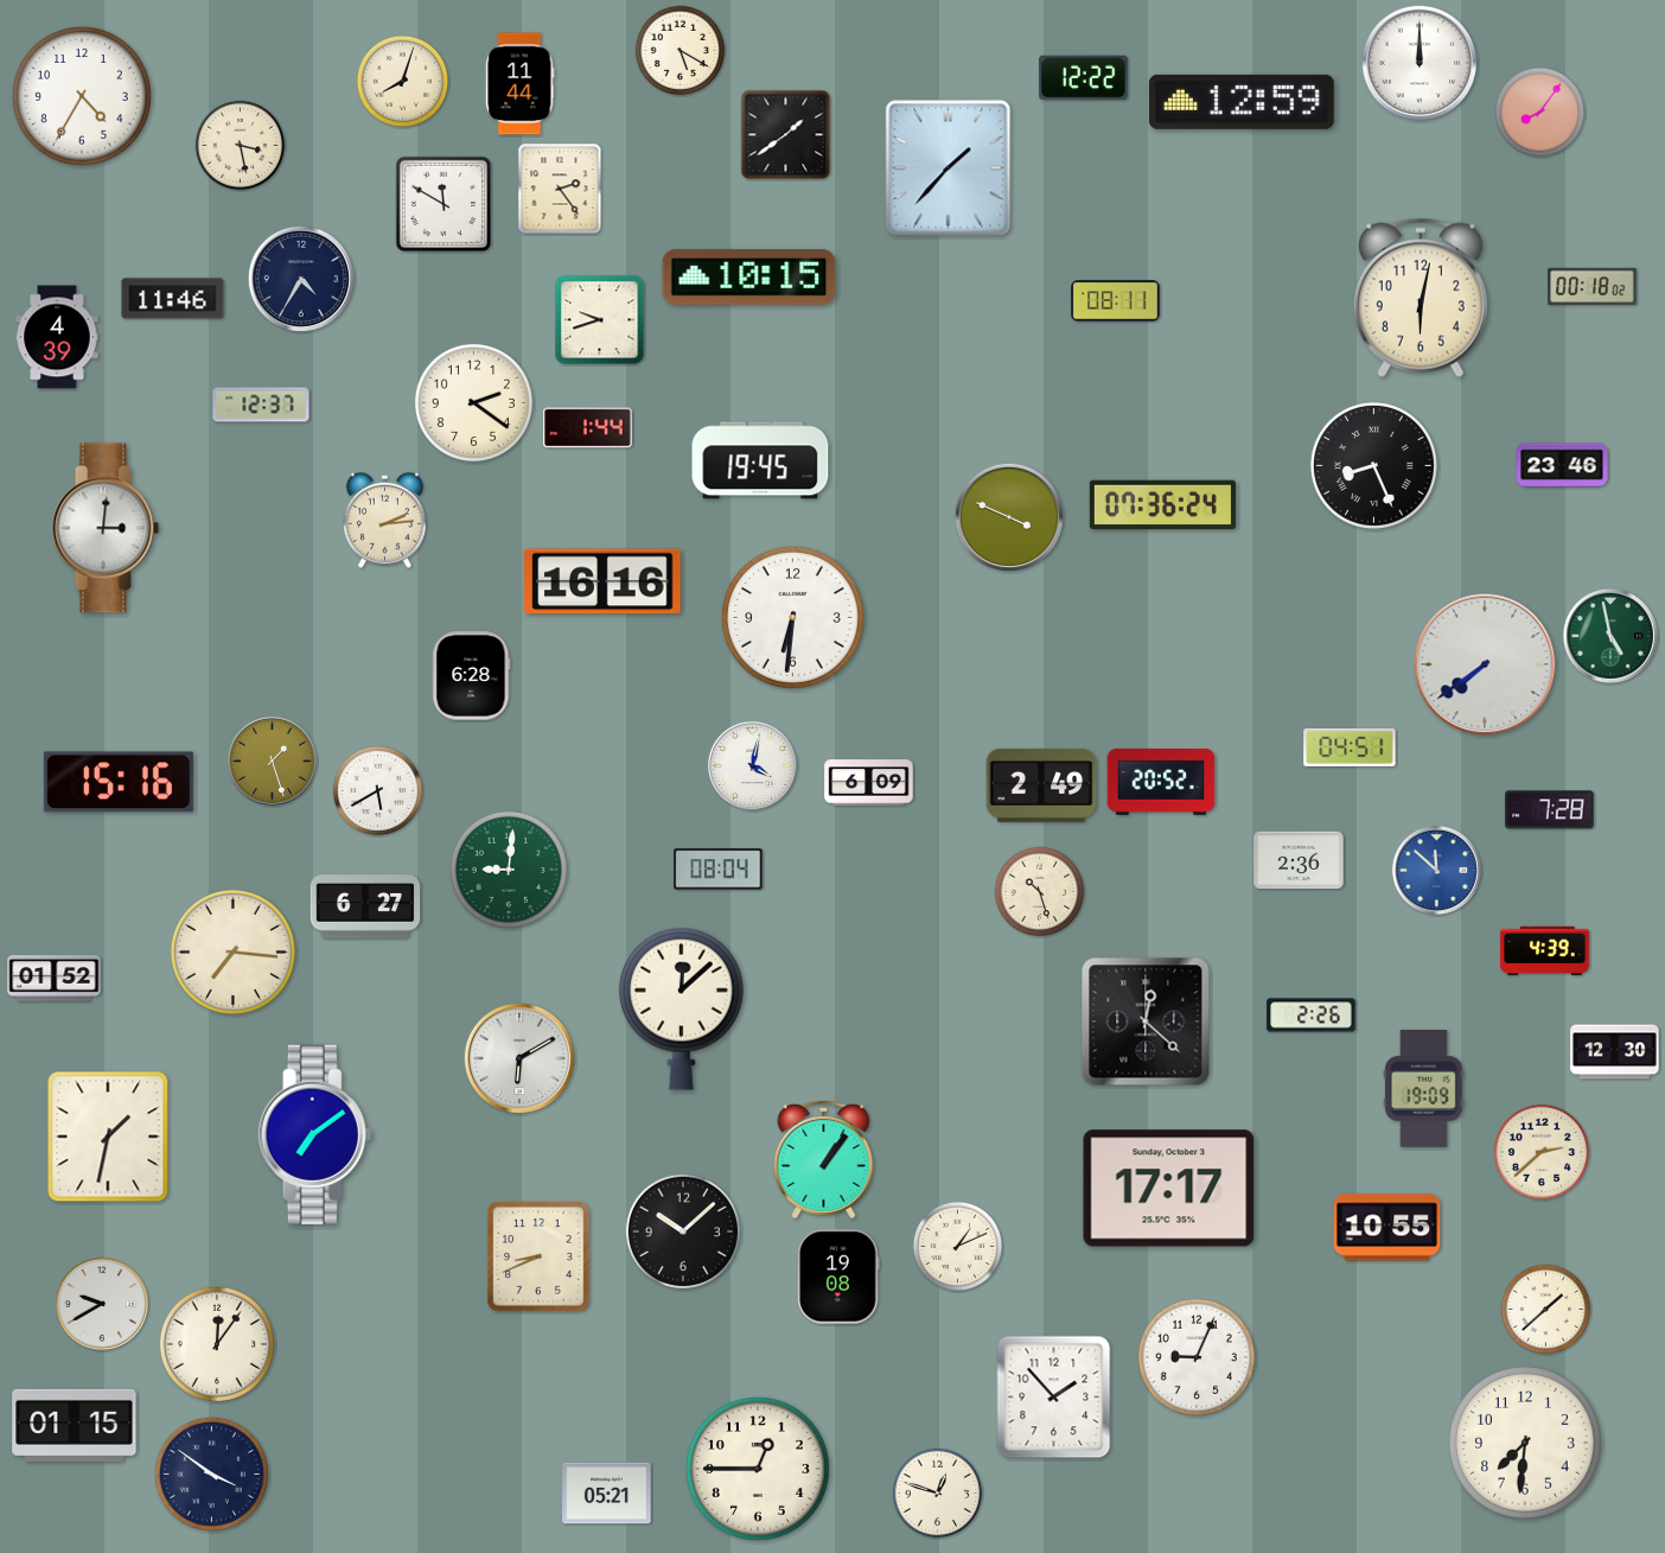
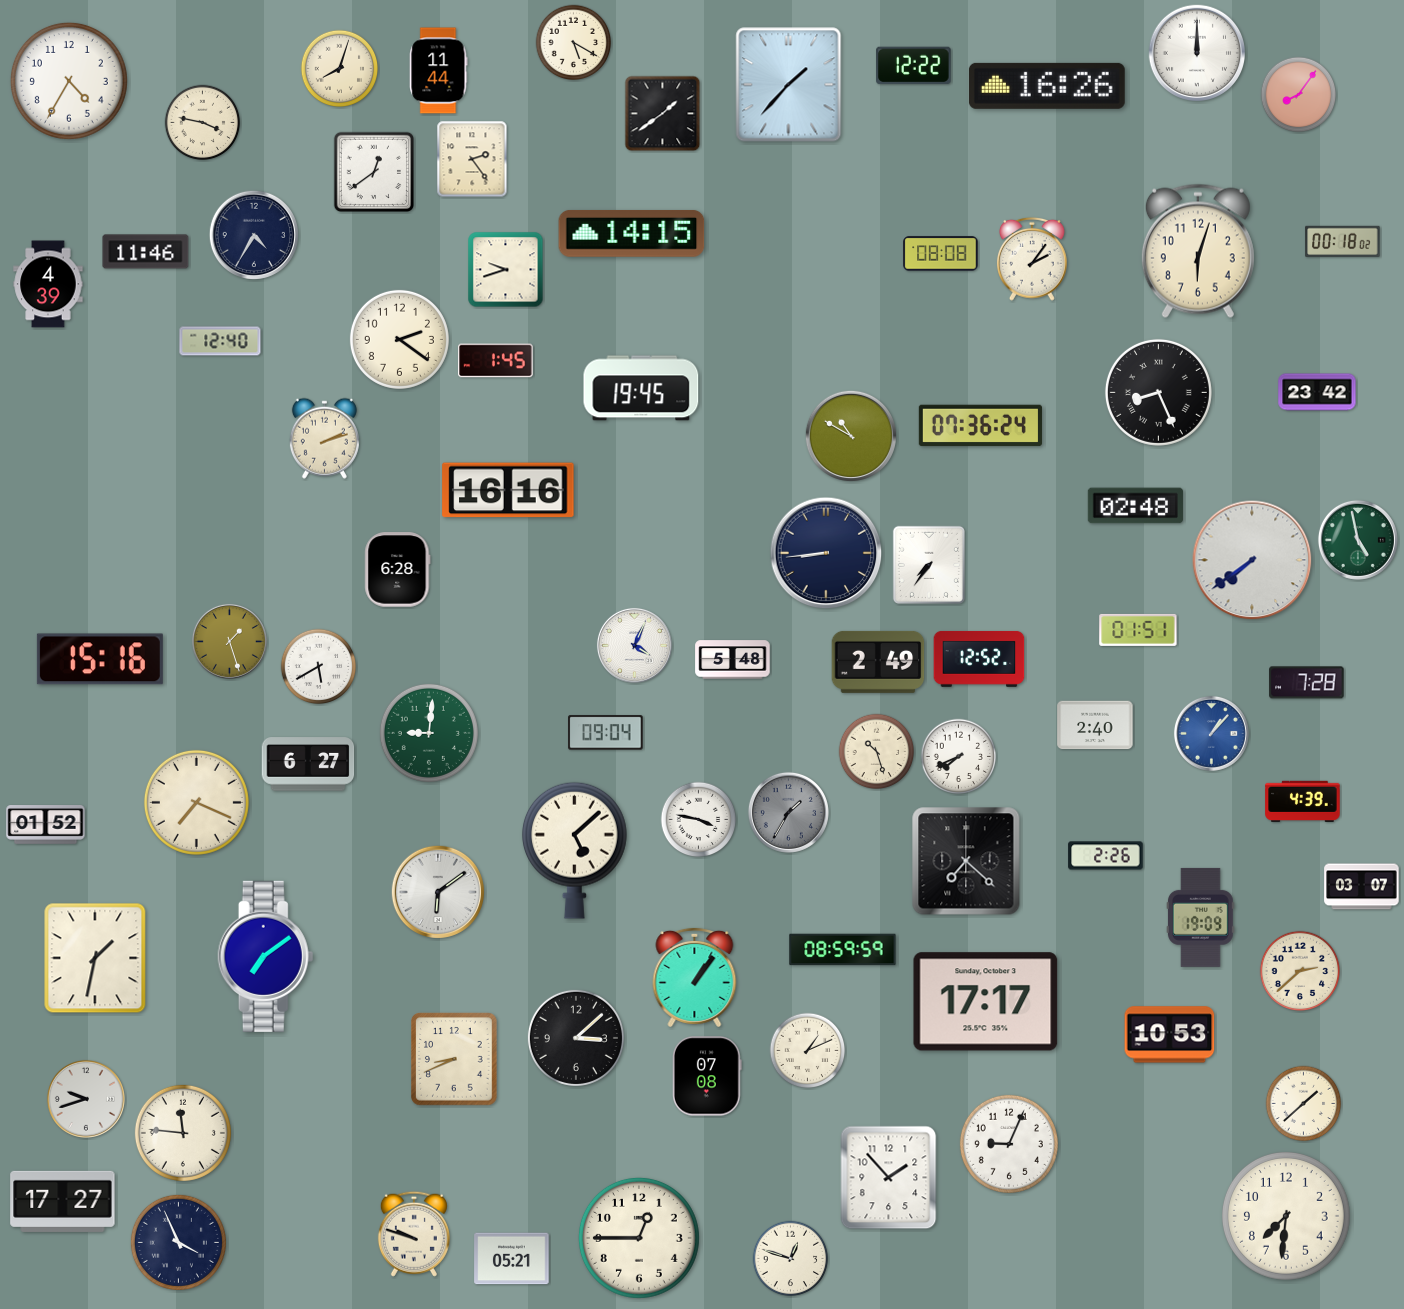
clock at (1242, 102): 12:59 -> 16:26
clock at (241, 146): 3:28 -> 3:47
clock at (949, 168) position: (949, 168) -> (789, 85)
clock at (442, 203): 11:50 -> 12:39
clock at (749, 276): 10:15 -> 14:15
clock at (1421, 298): 6:02 -> 6:03
clock at (1116, 301): 08:11 -> 08:08
clock at (1032, 259): none -> 2:06
clock at (261, 405): 12:37 -> 12:40
clock at (588, 428): 1:44 -> 1:45
clock at (1562, 465): 23:46 -> 23:42
clock at (1009, 517): 3:49 -> 10:50
clock at (384, 520): 2:14 -> 2:12
clock at (106, 528): 3:01 -> none
clock at (1135, 506): none -> 02:48
clock at (792, 617): 6:31 -> none
clock at (1610, 636) position: (1610, 636) -> (1358, 540)
clock at (826, 553): none -> 8:44
clock at (929, 565): none -> 7:36
clock at (1350, 747): 04:51 -> 01:51
clock at (752, 765): 4:02 -> 4:04
clock at (1161, 782): 20:52 -> 12:52
clock at (869, 783): 6:09 -> 5:48
clock at (1299, 860): 2:36 -> 2:40
clock at (719, 870): 08:04 -> 09:04
clock at (1436, 870): 11:52 -> 1:07
clock at (959, 757): none -> 7:41
clock at (232, 951): 7:16 -> 7:19
clock at (788, 812): none -> 1:35
clock at (699, 820): none -> 3:47
clock at (681, 1008): 12:08 -> 5:08
clock at (1146, 1021): 12:22 -> 7:22
clock at (1615, 1052): 12:30 -> 03:07
clock at (518, 1057): 6:10 -> 6:09
clock at (843, 950): none -> 08:59
clock at (108, 1137) position: (108, 1137) -> (95, 958)
clock at (1387, 1228): 10:55 -> 10:53
clock at (683, 1231): 10:08 -> 3:08
clock at (840, 1277): 19:08 -> 07:08
clock at (102, 1304): 9:40 -> 9:42
clock at (217, 1344): 12:06 -> 11:46
clock at (75, 1425): 01:15 -> 17:27
clock at (414, 1234): none -> 9:48
clock at (211, 1474): 3:51 -> 3:56
